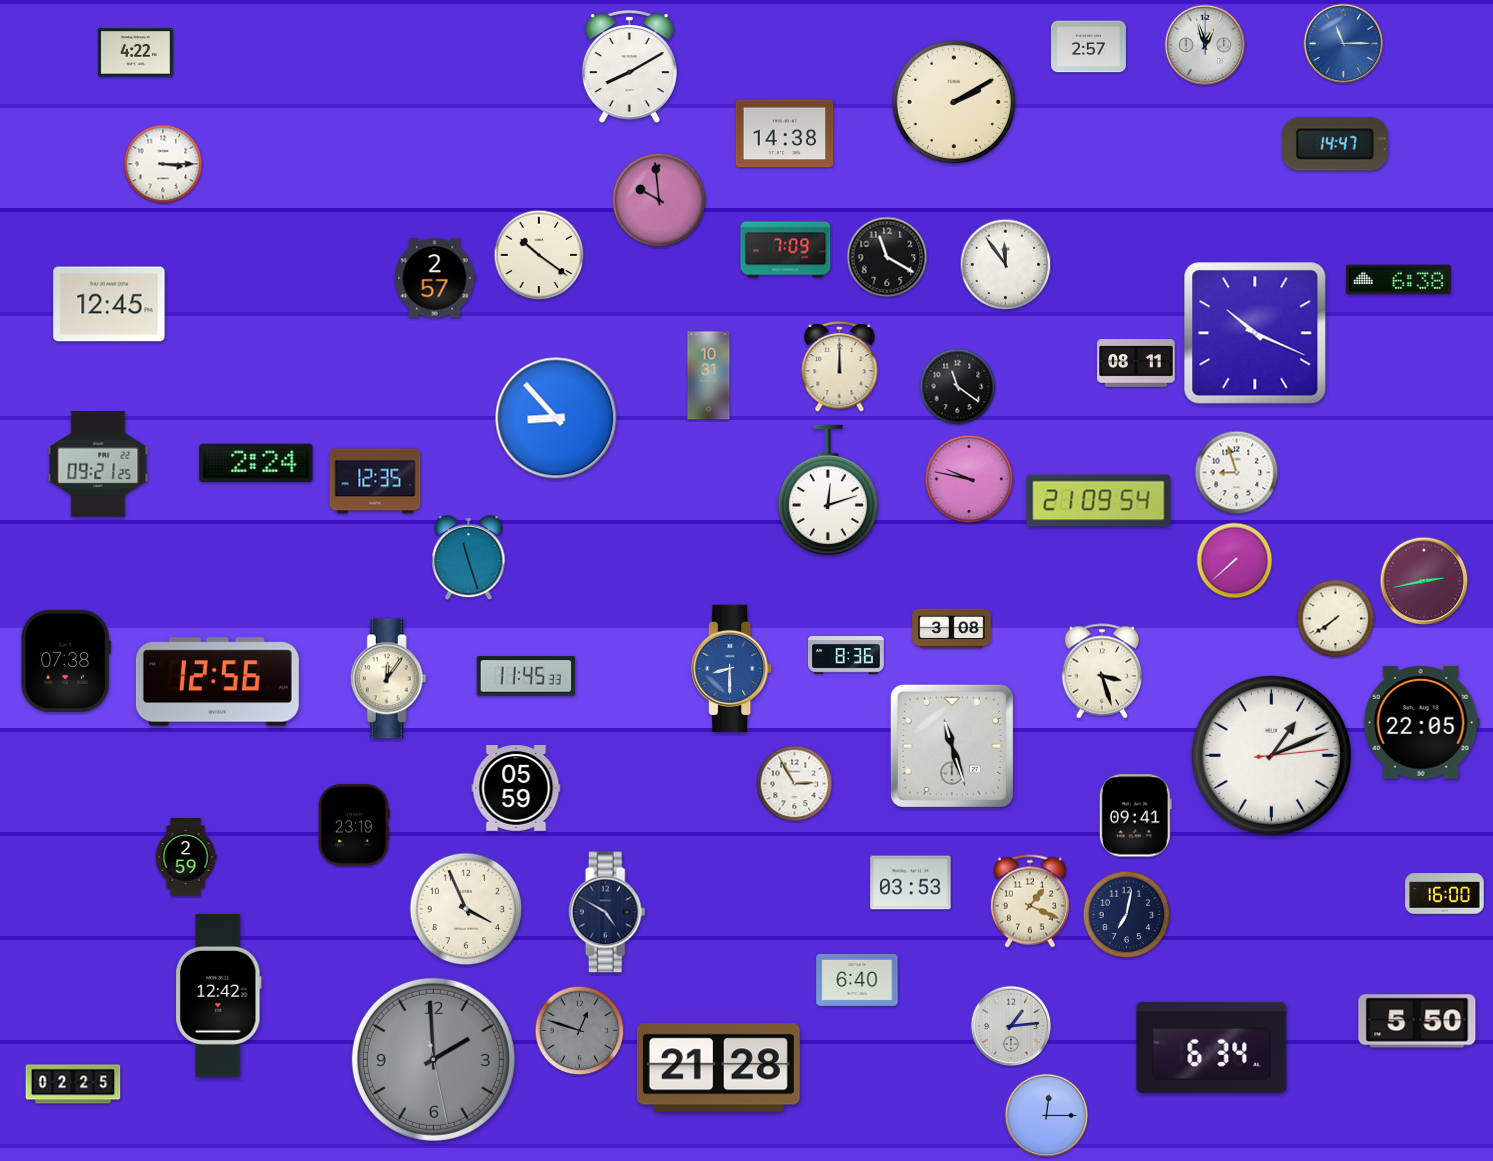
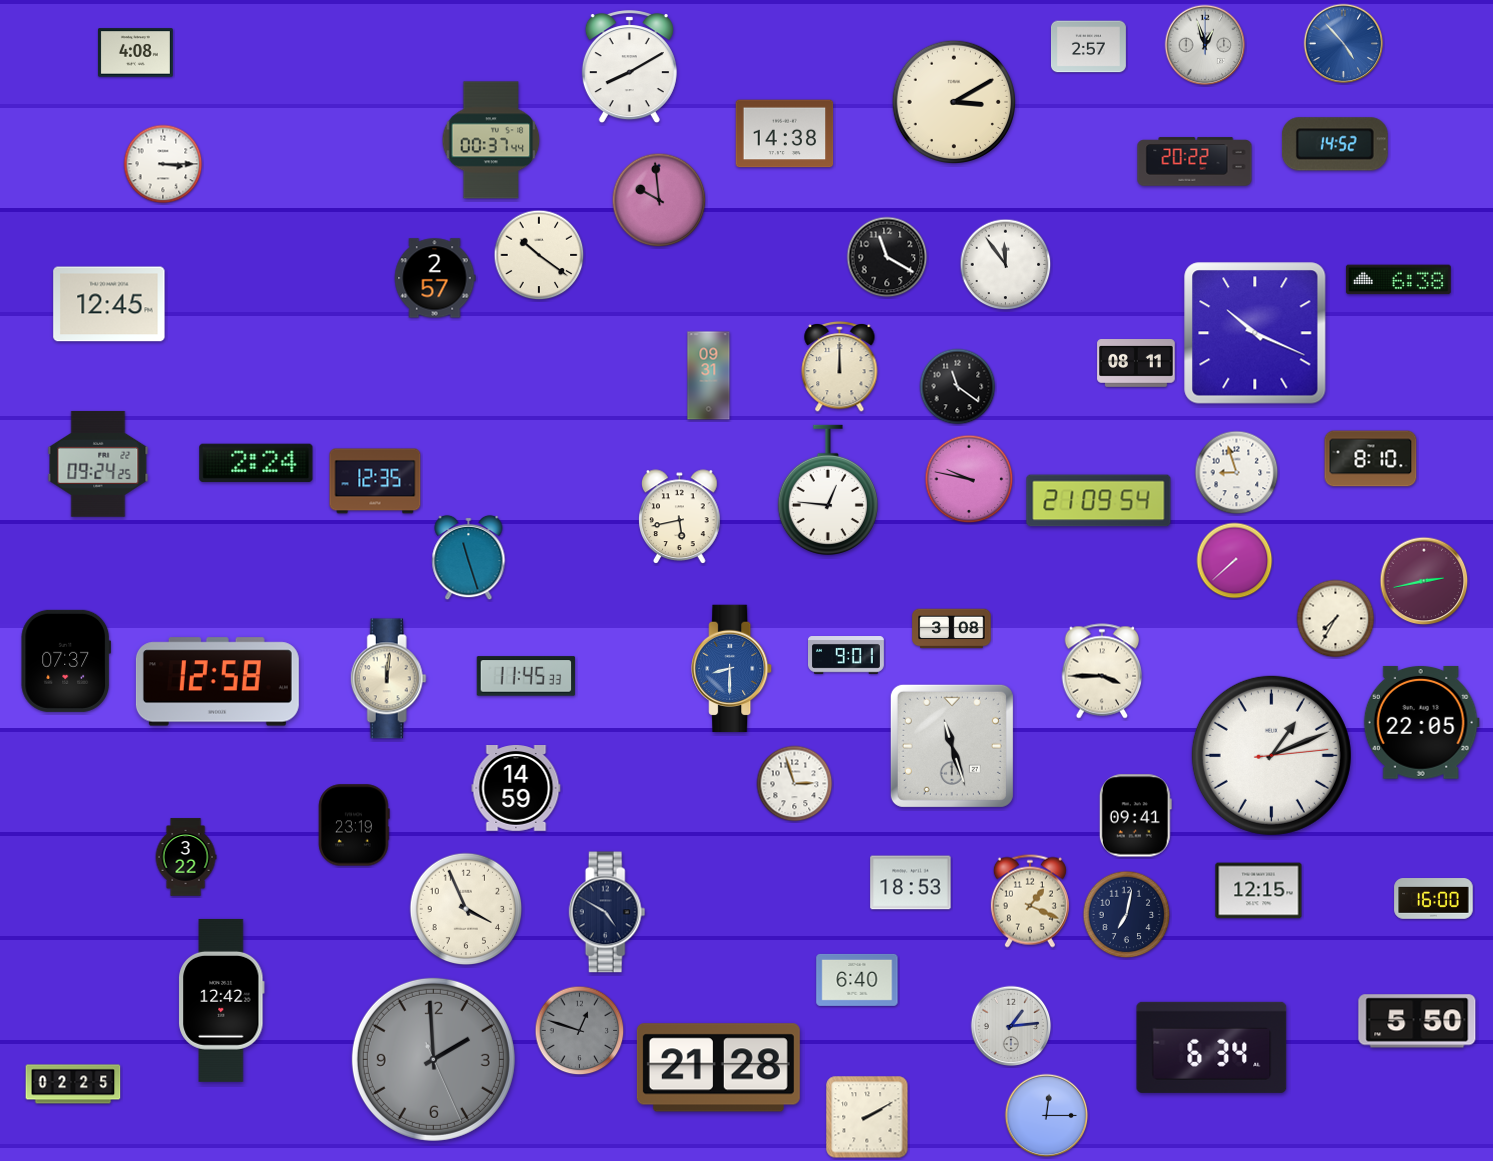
clock at (1344, 44): 11:15 -> 4:53
clock at (135, 53): 4:22 -> 4:08
clock at (953, 101): 2:10 -> 3:10
clock at (491, 140): none -> 00:37
clock at (1335, 144): 14:47 -> 14:52
clock at (1195, 162): none -> 20:22
clock at (786, 250): 7:09 -> none
clock at (709, 376): 10:31 -> 09:31
clock at (556, 418): 8:53 -> none
clock at (1371, 459): none -> 8:10
clock at (98, 464): 09:21 -> 09:24
clock at (828, 489): 12:12 -> 12:46
clock at (680, 516): none -> 5:43
clock at (1336, 619): 7:39 -> 7:35
clock at (847, 656): 8:36 -> 9:01
clock at (65, 661): 07:38 -> 07:37
clock at (1102, 671): 3:27 -> 3:45
clock at (388, 679): 12:06 -> 12:01
clock at (217, 682): 12:56 -> 12:58
clock at (795, 784): 2:55 -> 2:57
clock at (516, 789): 05:59 -> 14:59
clock at (186, 857): 2:59 -> 3:22
clock at (911, 883): 03:53 -> 18:53
clock at (1259, 891): none -> 12:15
clock at (1445, 894) position: (1445, 894) -> (1434, 899)
clock at (219, 995) position: (219, 995) -> (222, 1000)
clock at (433, 1059): 1:59:28 -> 1:59:26
clock at (867, 1117): none -> 2:10
